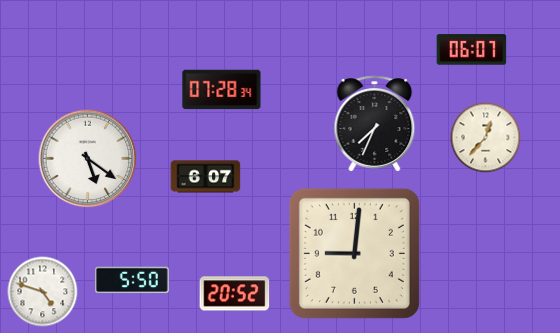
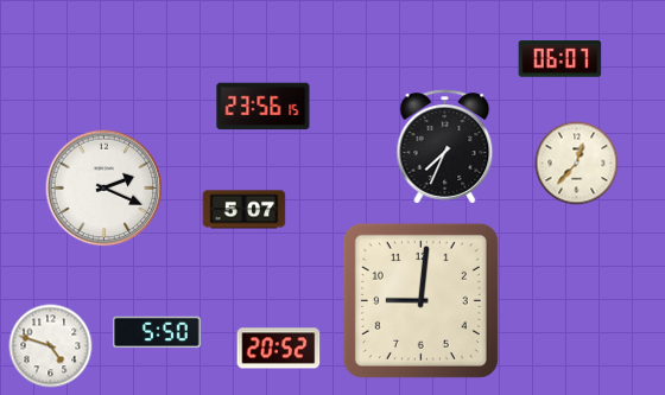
clock at (222, 90): 07:28 -> 23:56
clock at (88, 159): 5:21 -> 2:19
clock at (206, 177): 6:07 -> 5:07
